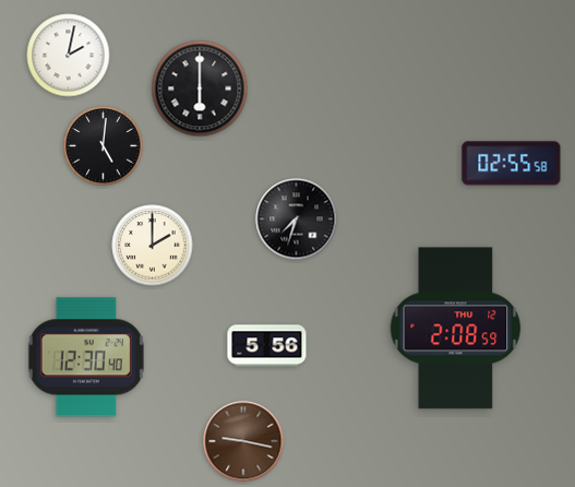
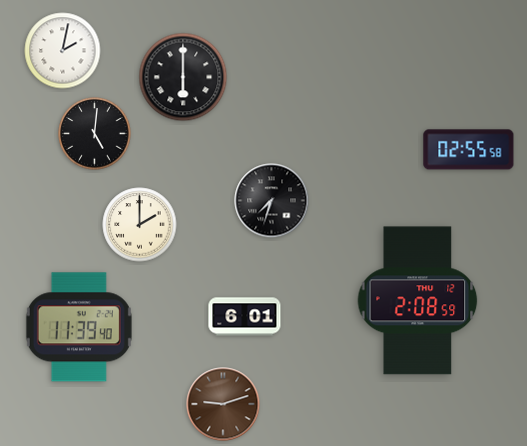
clock at (200, 88) position: (200, 88) -> (183, 77)
clock at (267, 346): 5:56 -> 6:01
clock at (86, 357): 12:30 -> 11:39
clock at (243, 441): 9:17 -> 9:12
